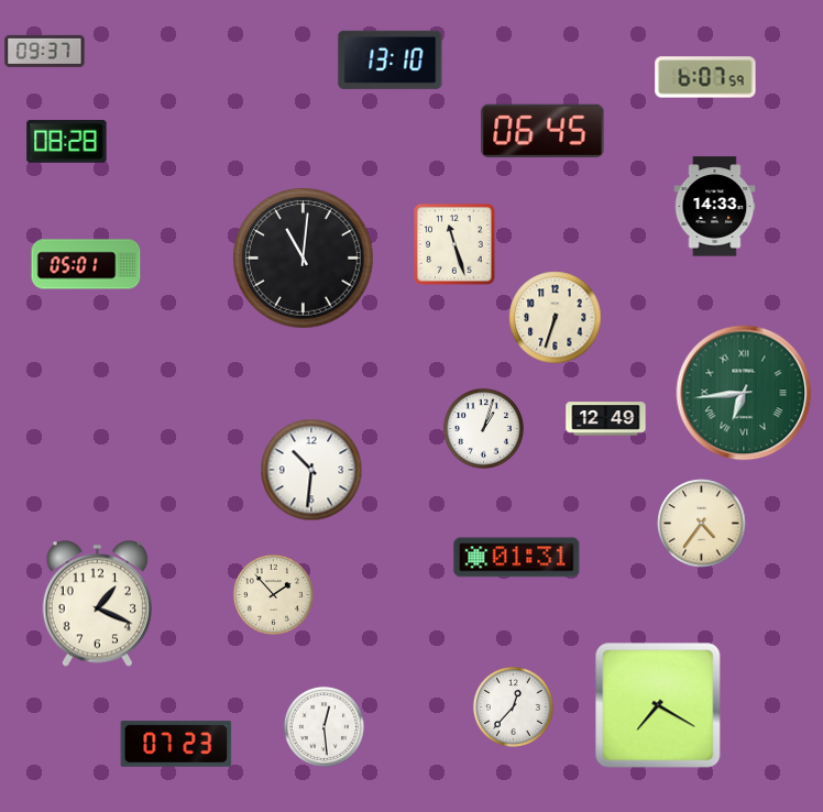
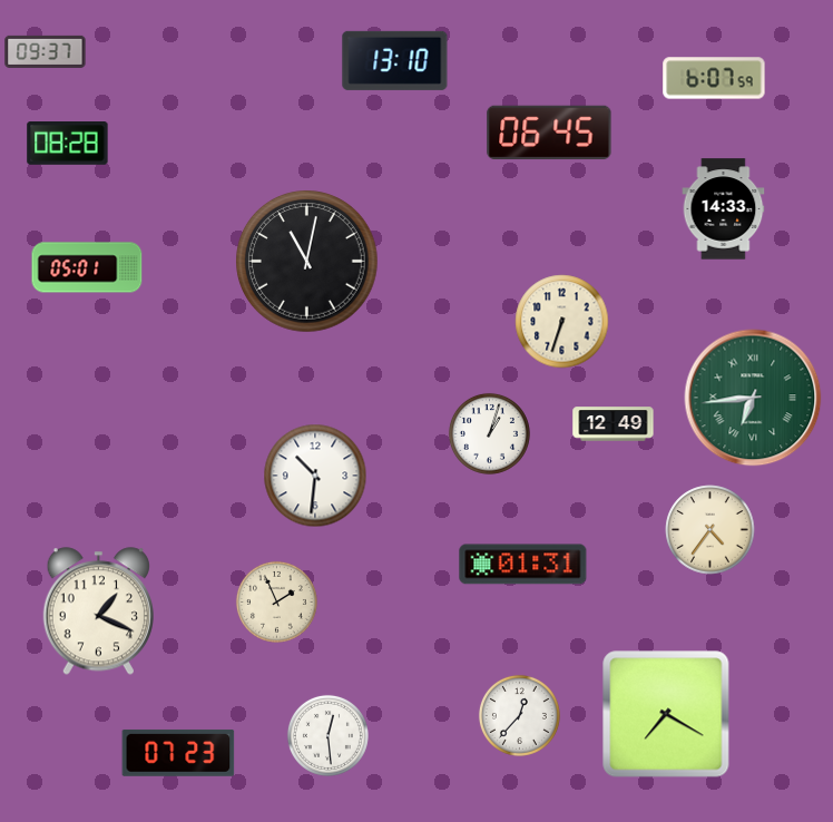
clock at (454, 244): 11:27 -> none
clock at (304, 259): 11:01 -> 11:02
clock at (273, 594): 1:53 -> 1:56
